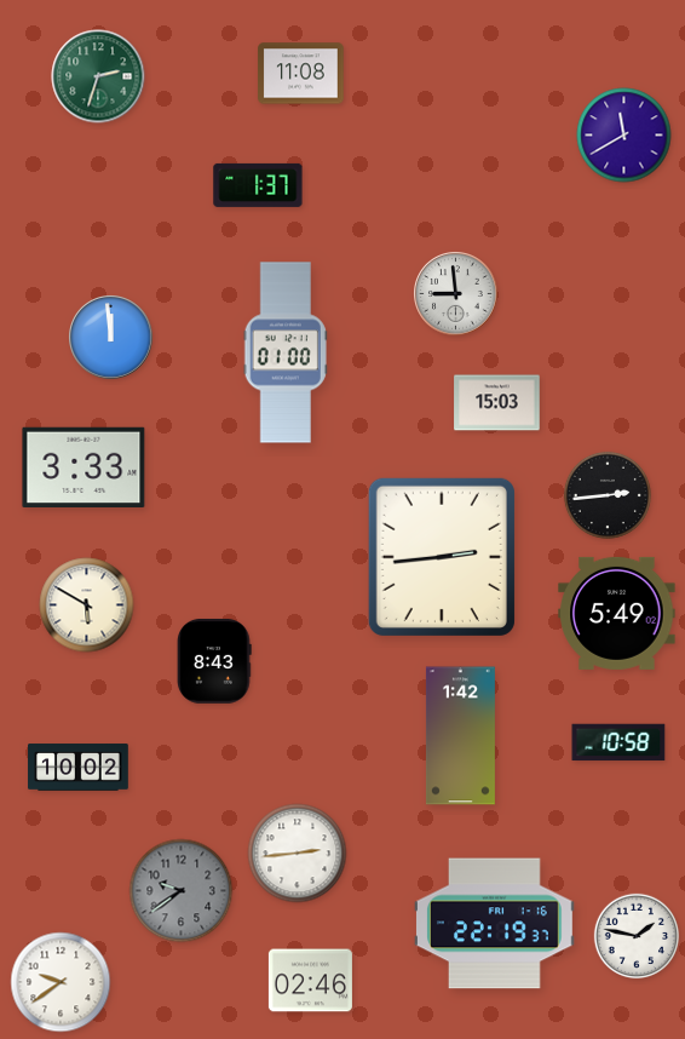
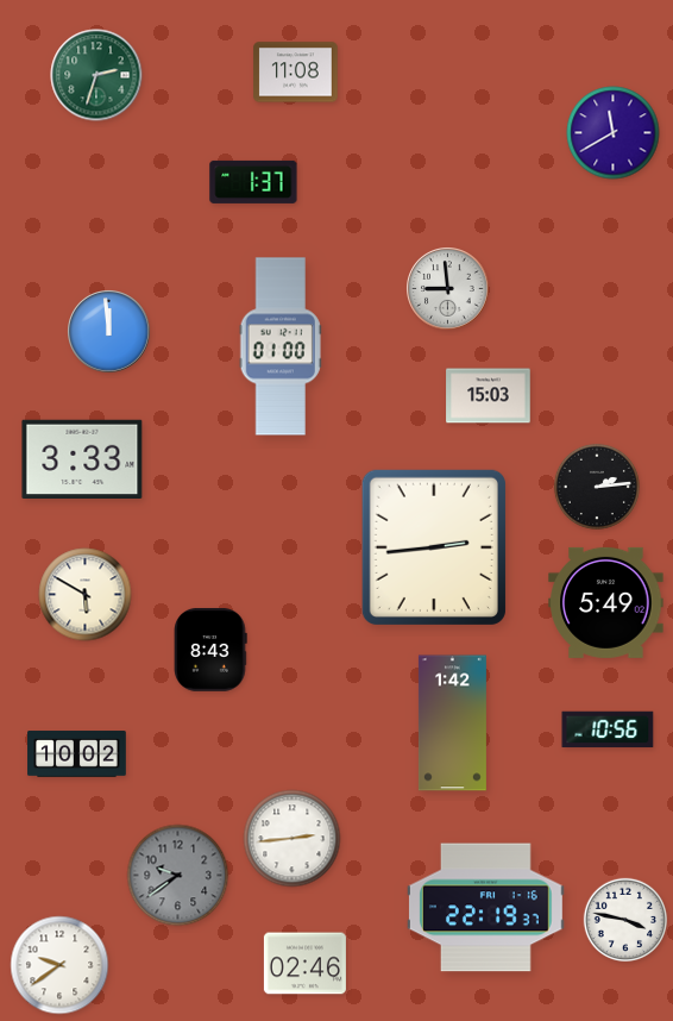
clock at (608, 495): 2:44 -> 2:14
clock at (618, 742): 10:58 -> 10:56
clock at (637, 936): 1:47 -> 3:47
